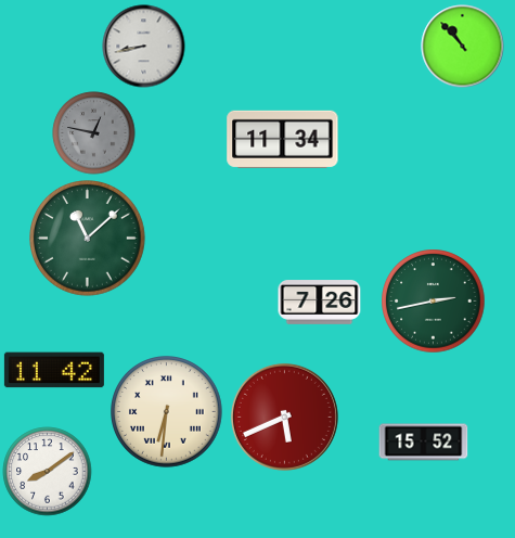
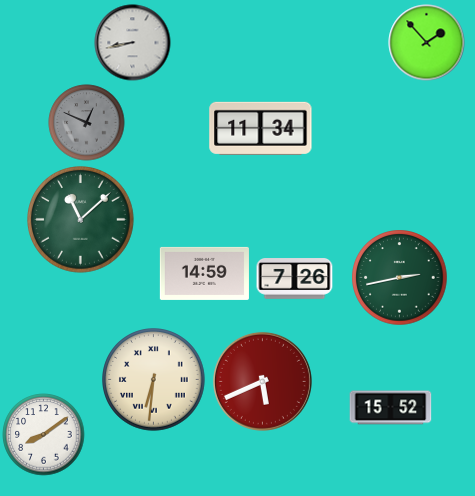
clock at (463, 47): 10:53 -> 1:53
clock at (94, 133): 12:47 -> 12:49
clock at (204, 273): none -> 14:59
clock at (54, 370): 11:42 -> none
clock at (284, 417) position: (284, 417) -> (262, 381)
